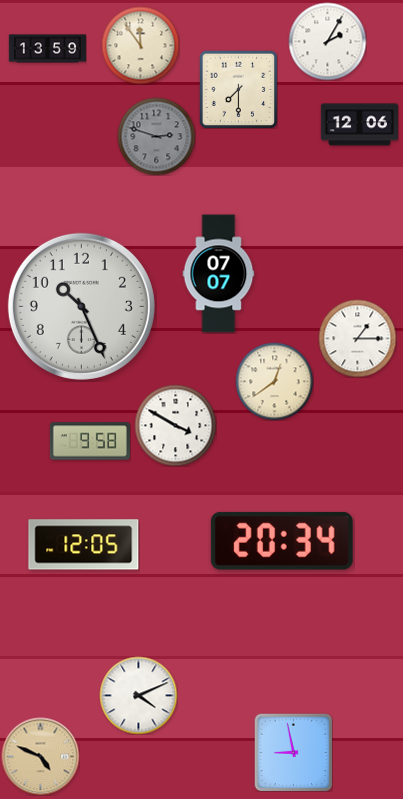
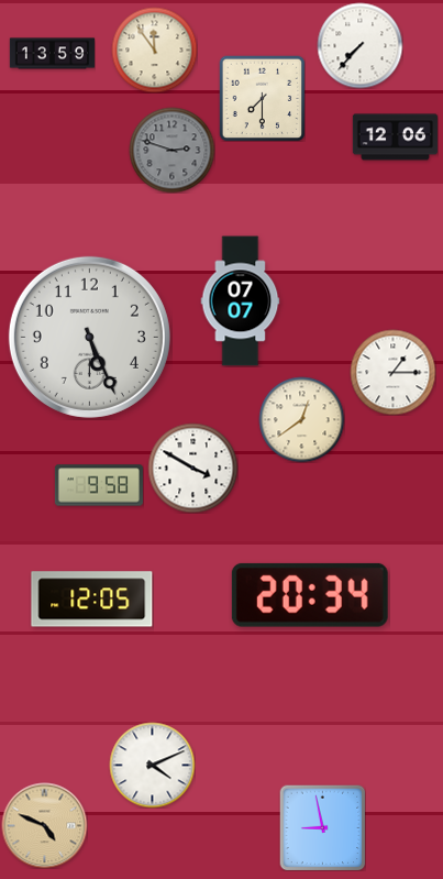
clock at (327, 41): 2:05 -> 7:37
clock at (81, 306): 10:26 -> 5:26
clock at (40, 756) position: (40, 756) -> (44, 825)
